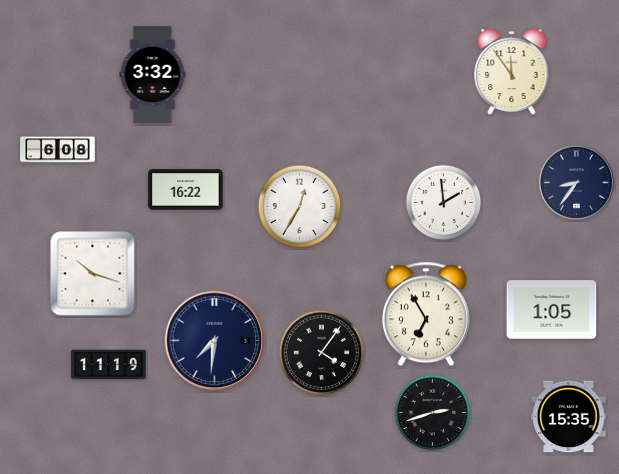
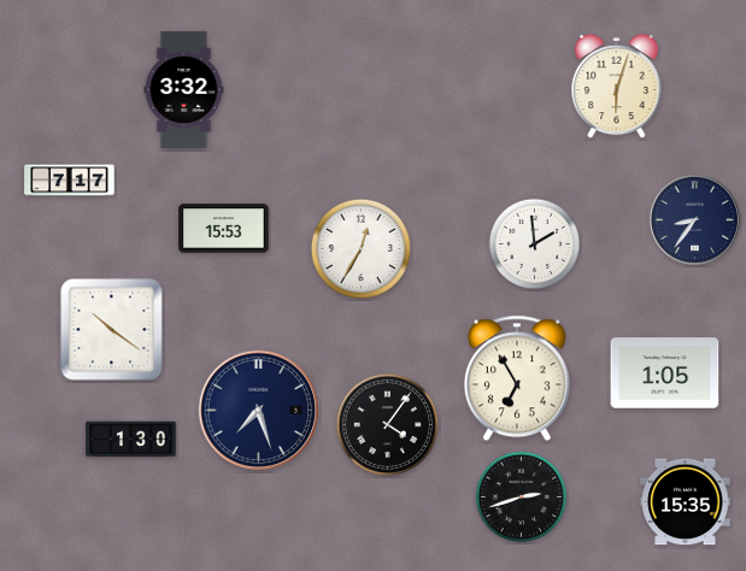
clock at (512, 72): 11:54 -> 6:03
clock at (58, 150): 6:08 -> 7:17
clock at (186, 190): 16:22 -> 15:53
clock at (93, 274): 10:18 -> 10:21
clock at (426, 314) position: (426, 314) -> (517, 378)
clock at (215, 341): 7:31 -> 7:27
clock at (109, 365): 11:19 -> 1:30
